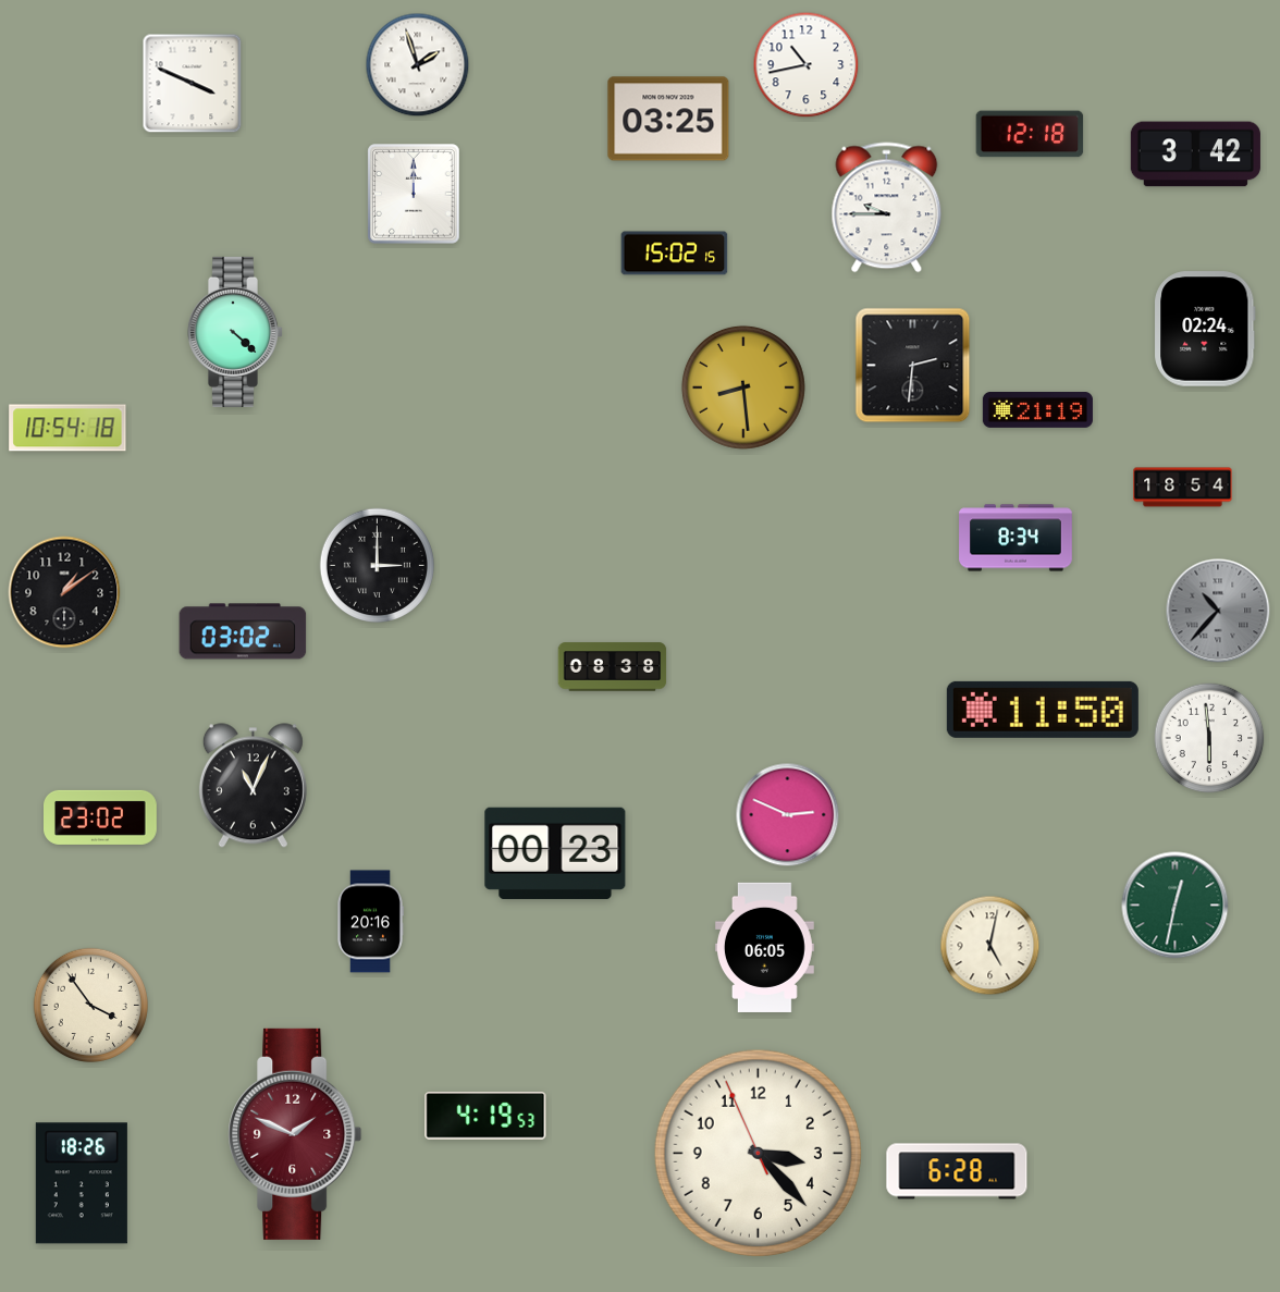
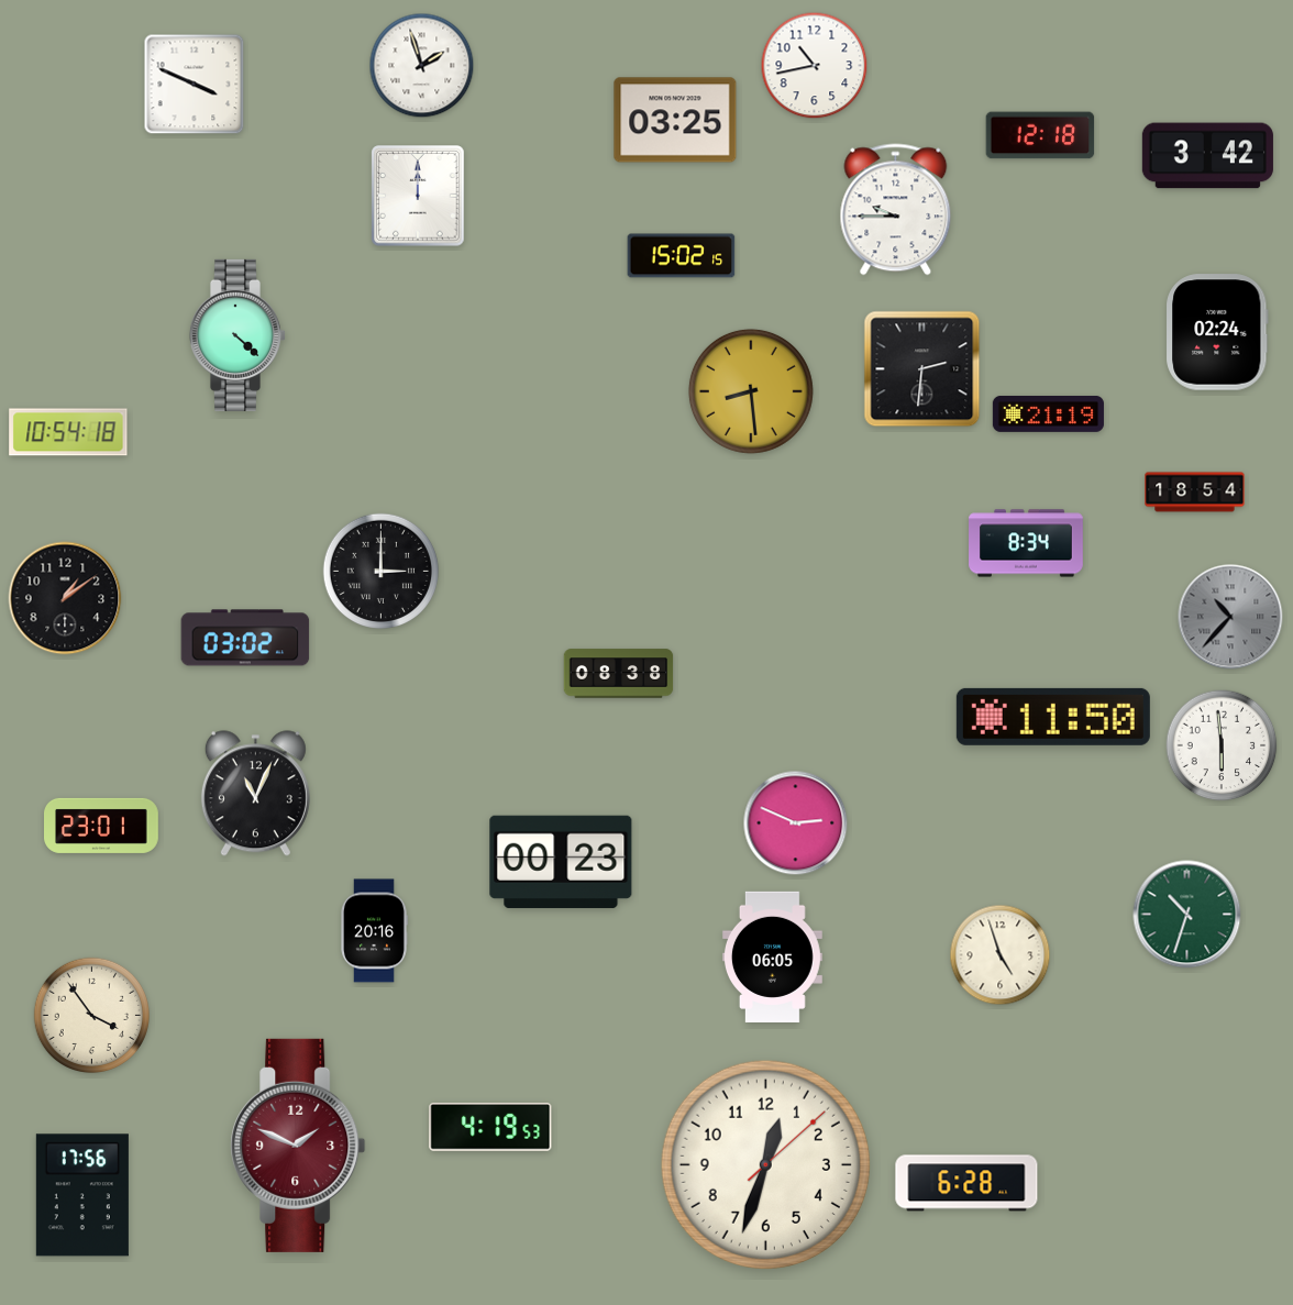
clock at (101, 817): 23:02 -> 23:01
clock at (1176, 906): 12:32 -> 10:33
clock at (990, 946): 5:02 -> 4:57
clock at (758, 1153): 3:22 -> 12:33
clock at (82, 1183): 18:26 -> 17:56
